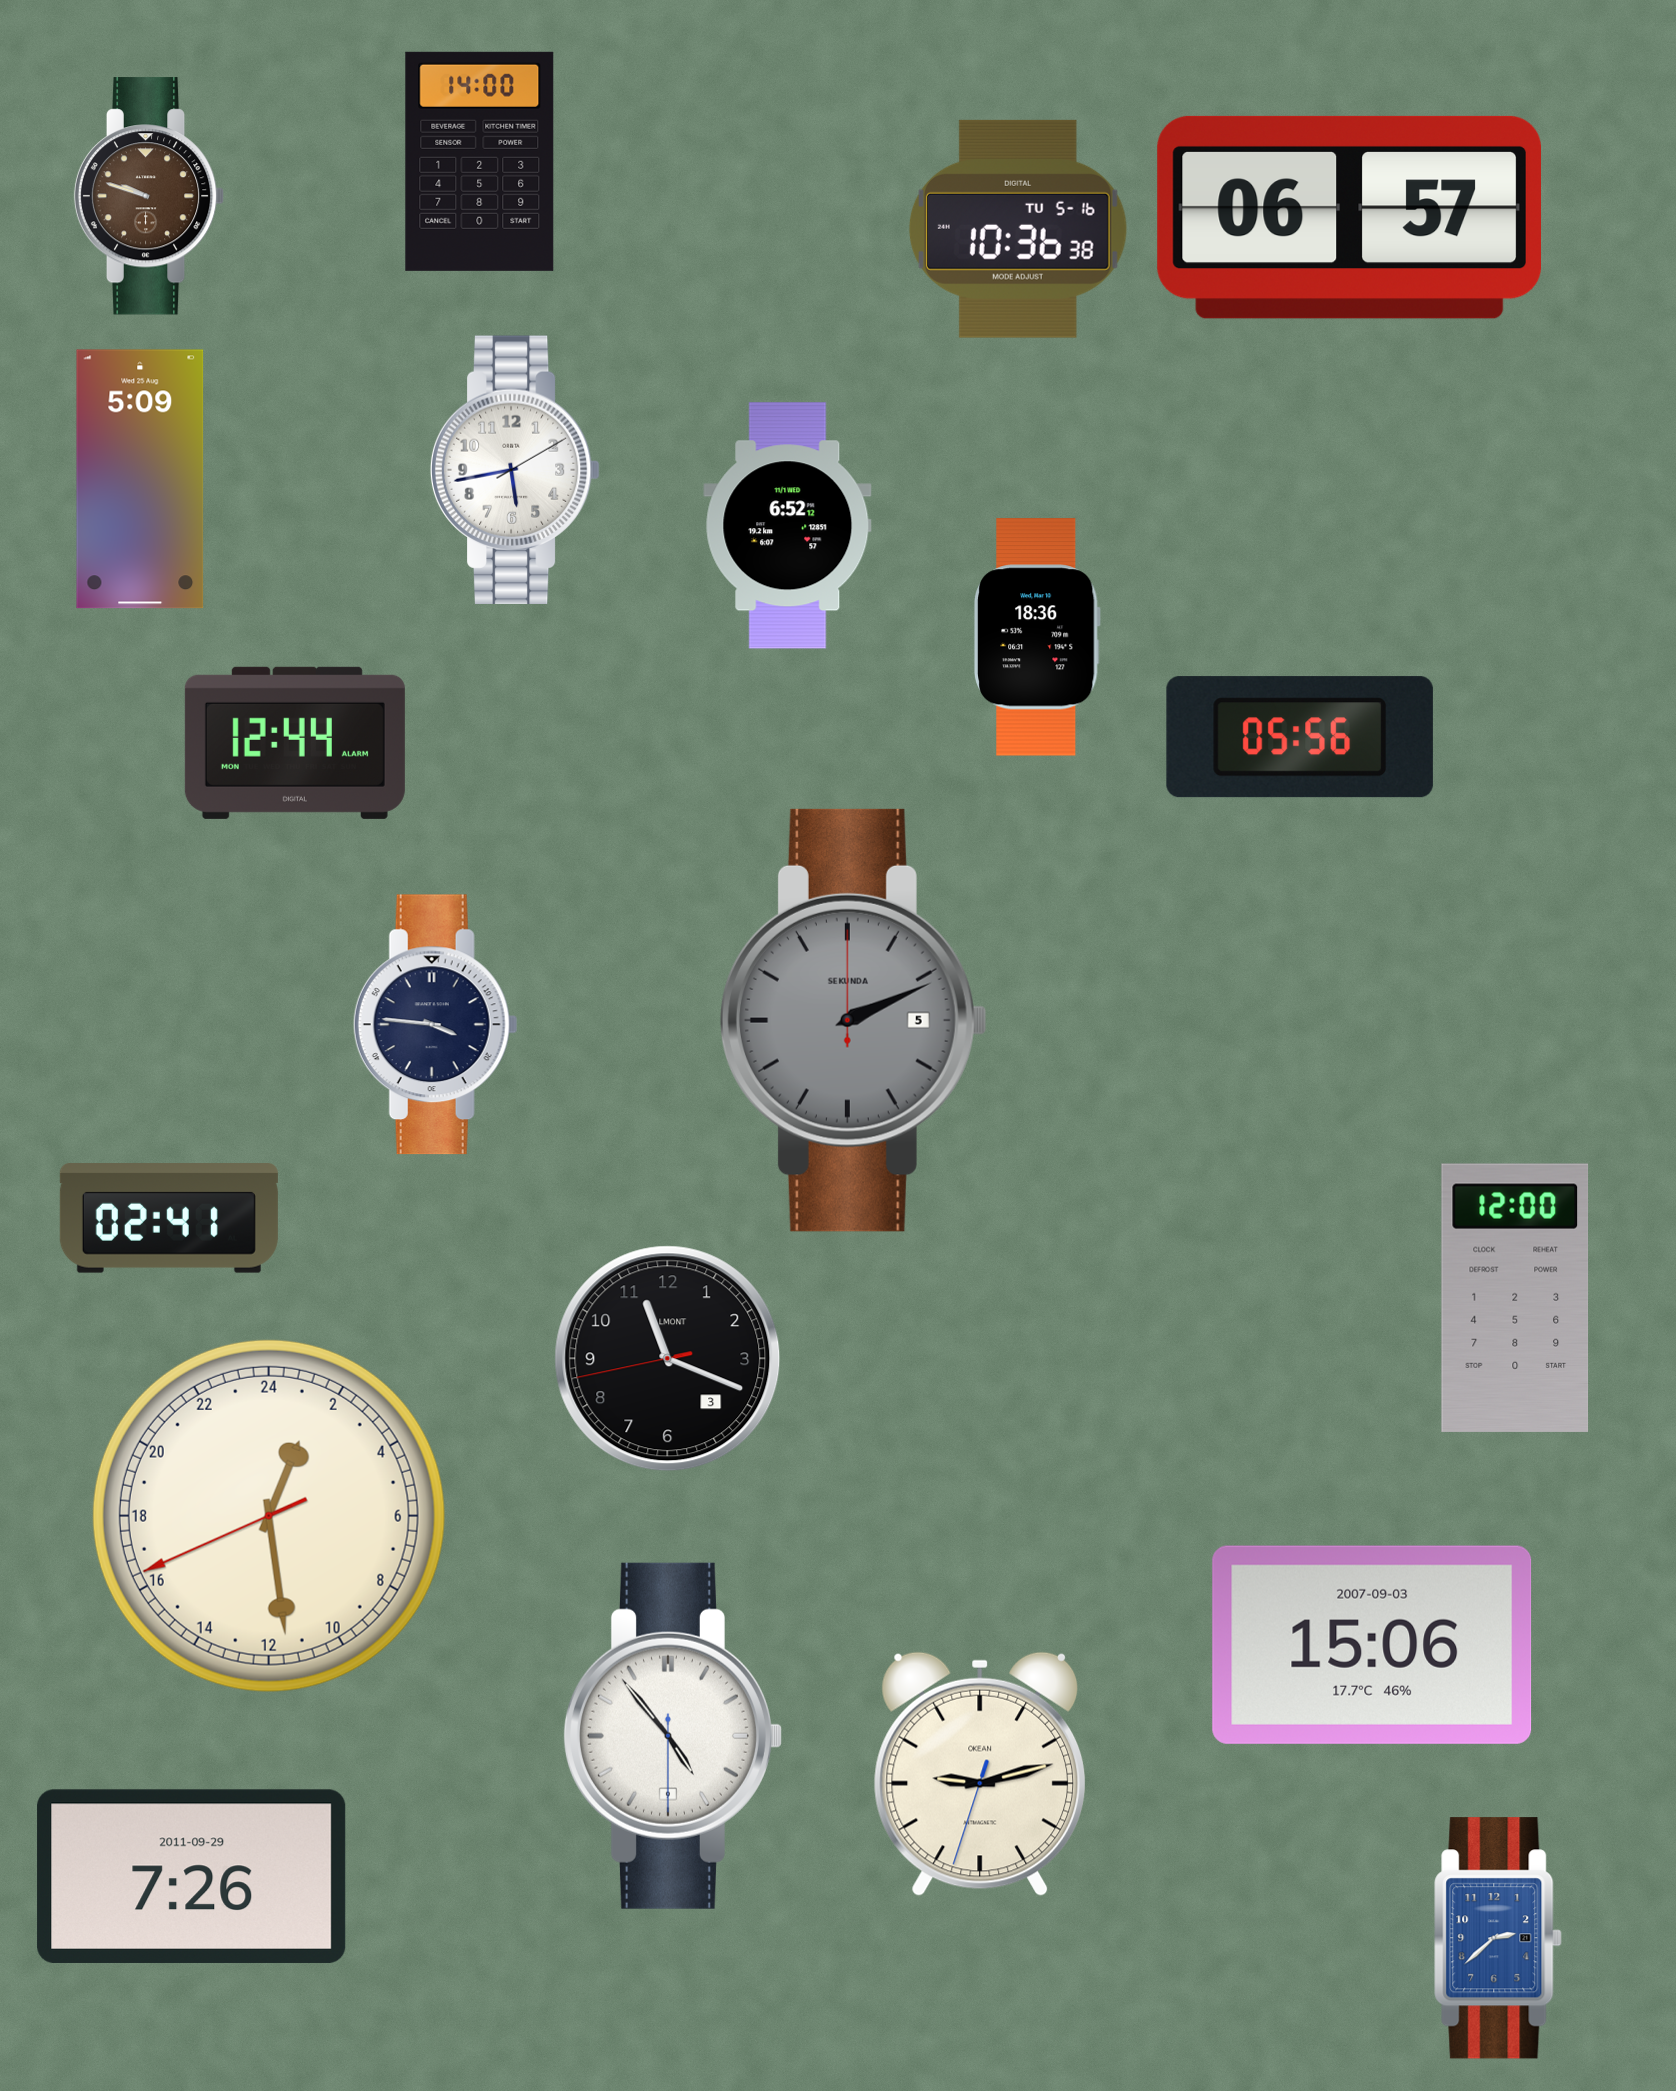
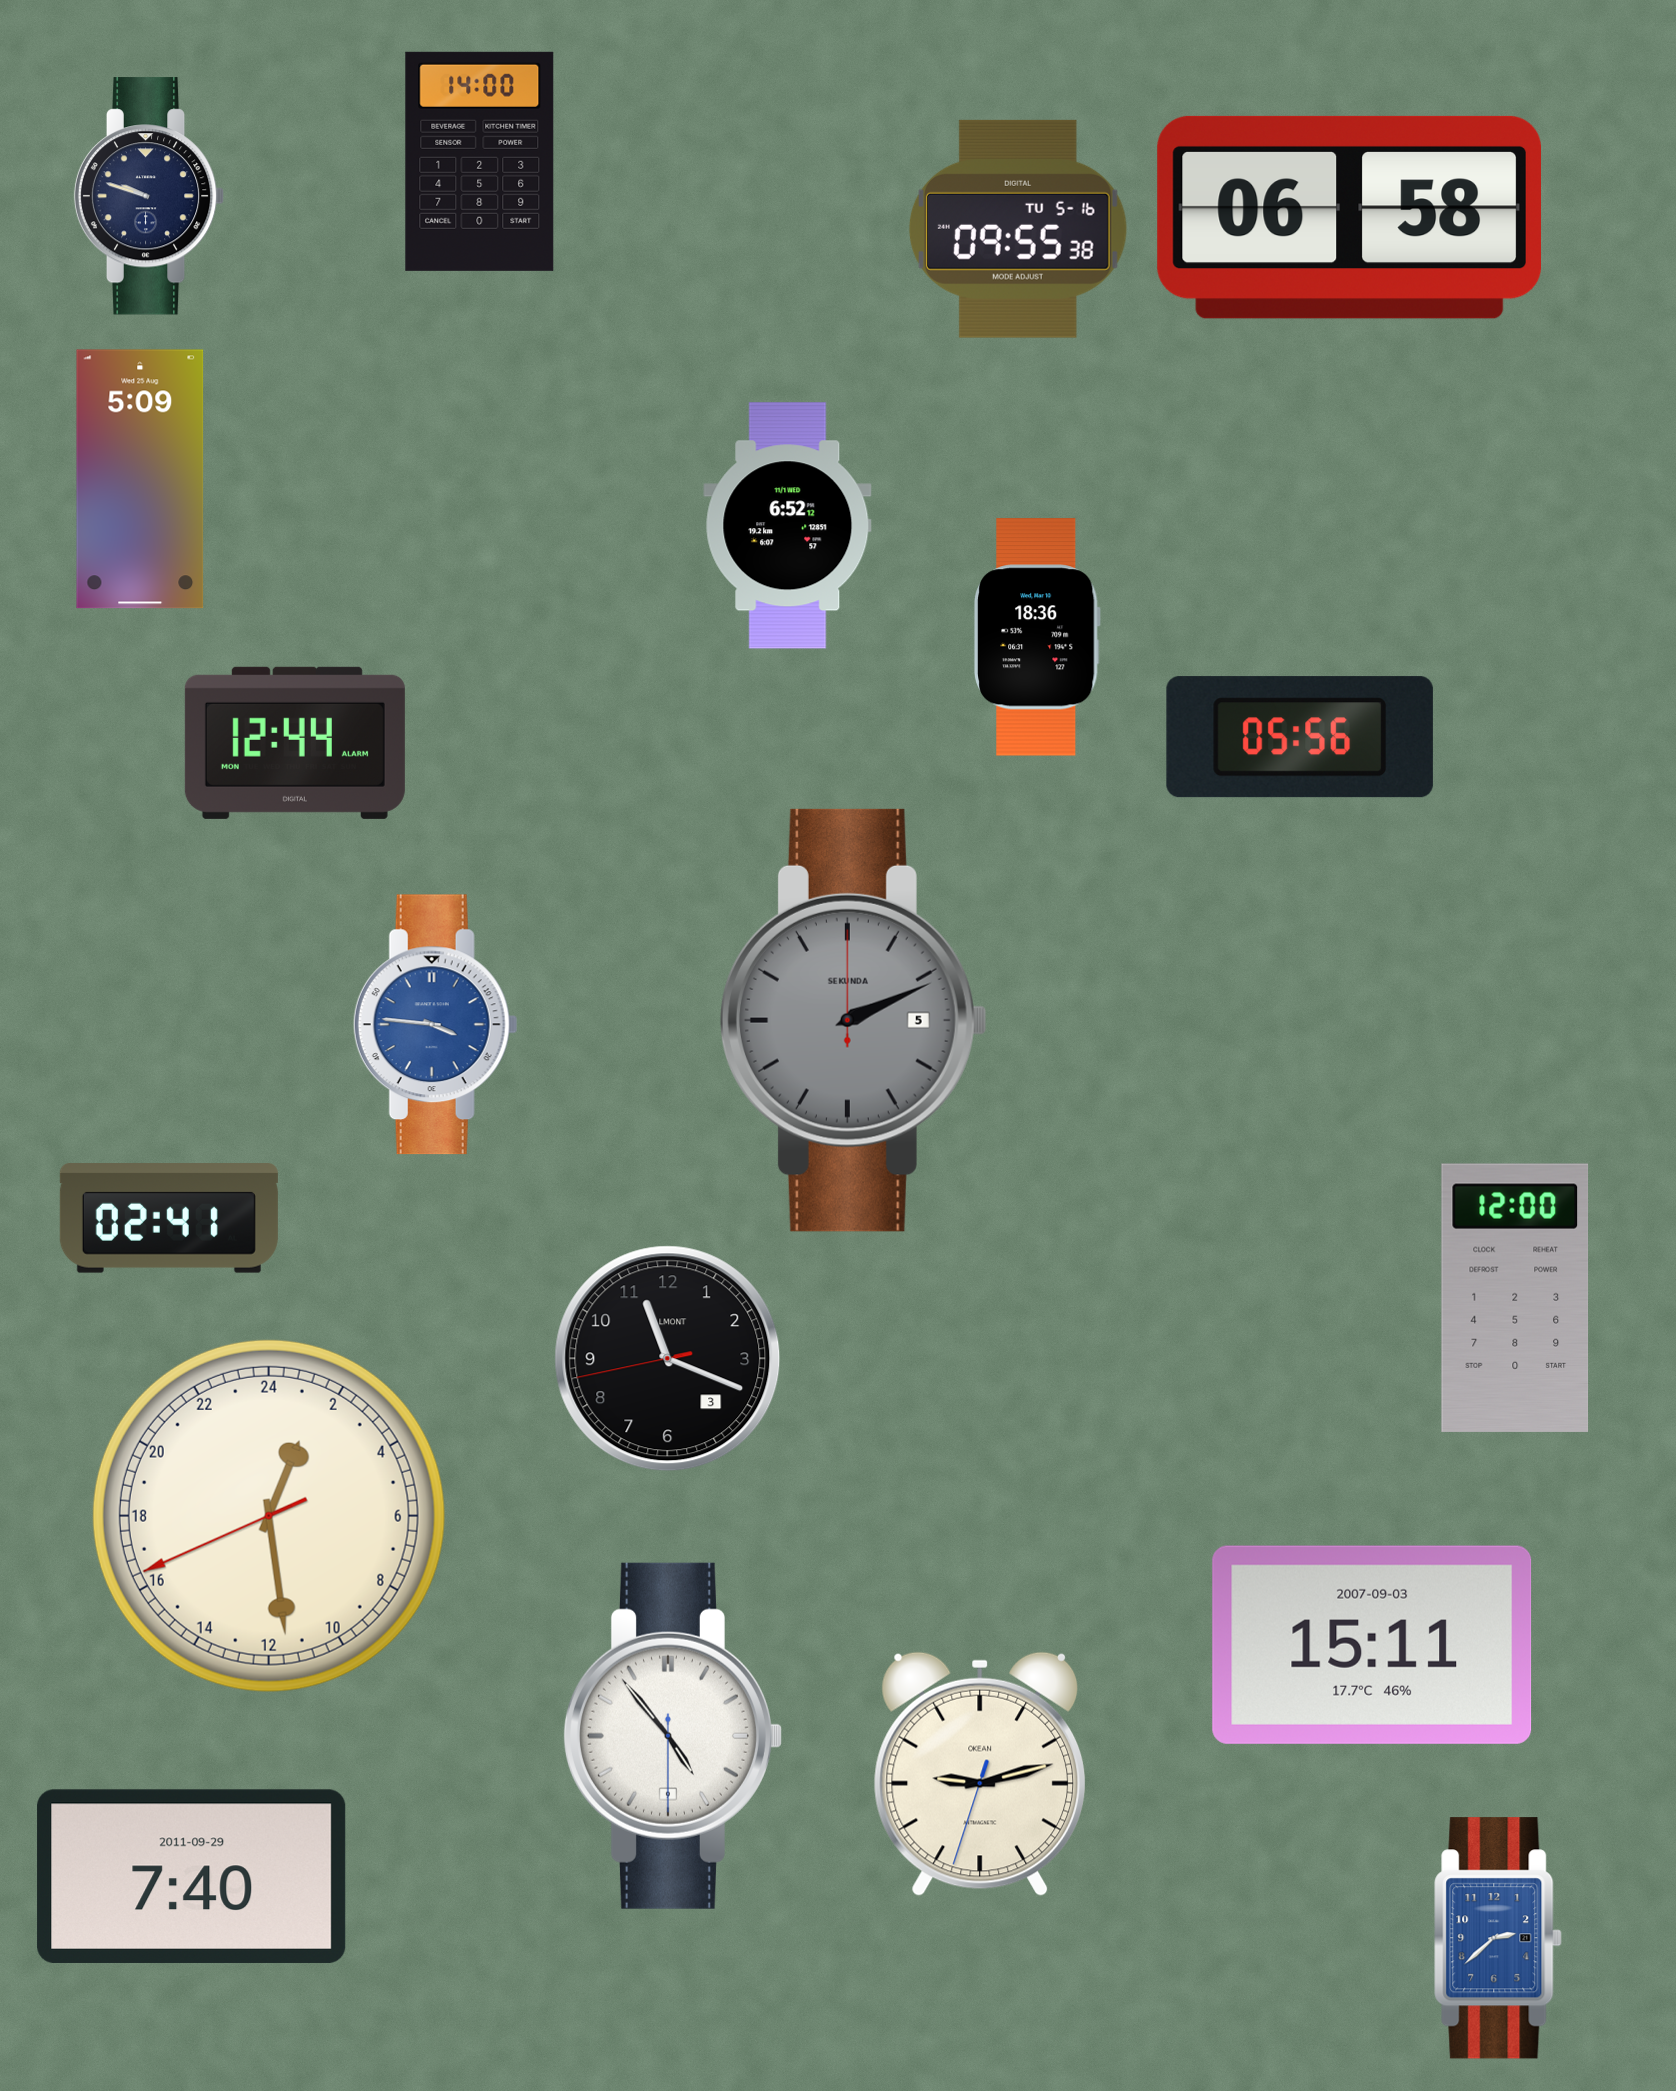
clock at (149, 196) dial: brown -> navy
clock at (1349, 217): 06:57 -> 06:58
clock at (1018, 229): 10:36 -> 09:55
clock at (515, 470): 5:43 -> none
clock at (435, 1025) dial: navy -> blue
clock at (1372, 1645): 15:06 -> 15:11
clock at (192, 1876): 7:26 -> 7:40
